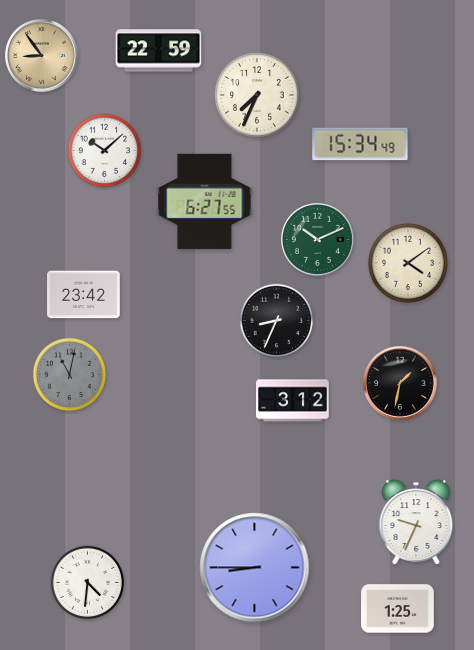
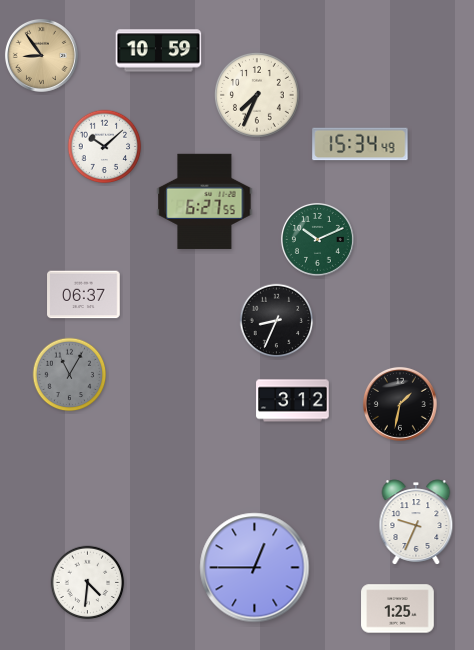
clock at (159, 51): 22:59 -> 10:59
clock at (105, 151) position: (105, 151) -> (105, 147)
clock at (408, 263): 4:09 -> none
clock at (84, 295): 23:42 -> 06:37
clock at (70, 375): 11:02 -> 11:05
clock at (400, 383) position: (400, 383) -> (400, 404)
clock at (255, 568): 8:45 -> 12:45
